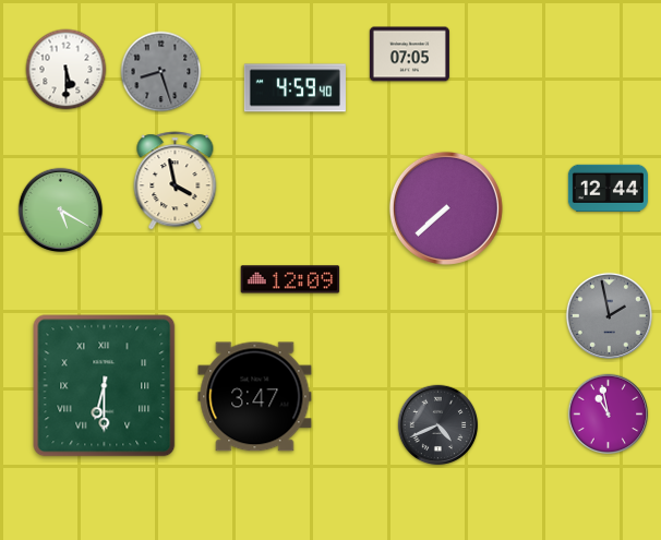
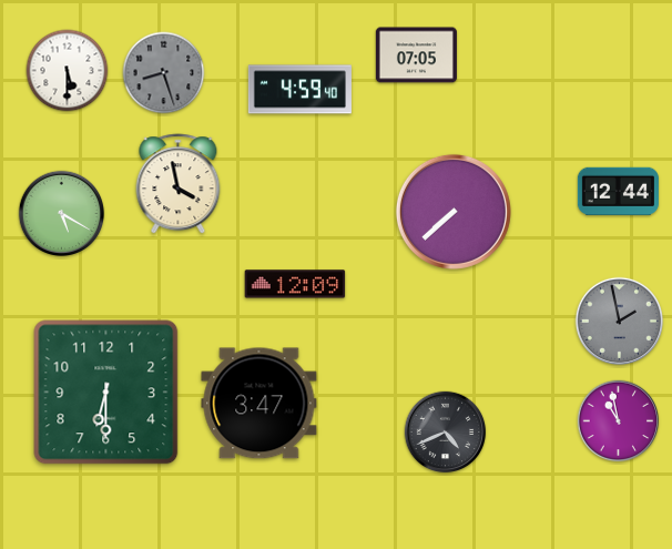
clock at (105, 386) numerals: Roman -> Arabic
